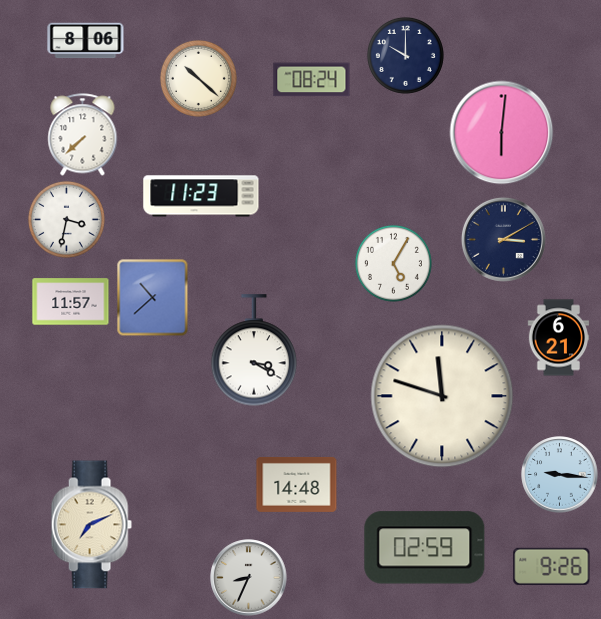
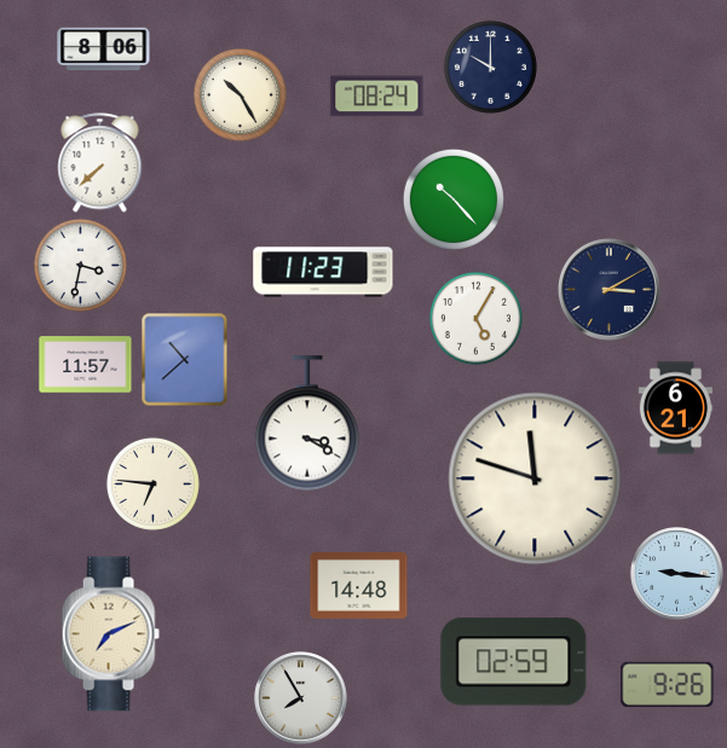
clock at (198, 78): 10:22 -> 10:25
clock at (502, 133): 6:01 -> none
clock at (454, 199): none -> 10:23
clock at (201, 196) position: (201, 196) -> (323, 272)
clock at (152, 483): none -> 6:46
clock at (249, 578): 8:34 -> 7:55
